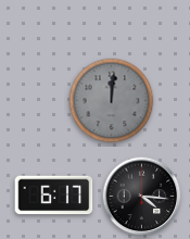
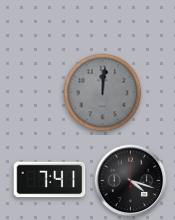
clock at (54, 196): 6:17 -> 7:41
clock at (142, 197): 4:16 -> 4:18
